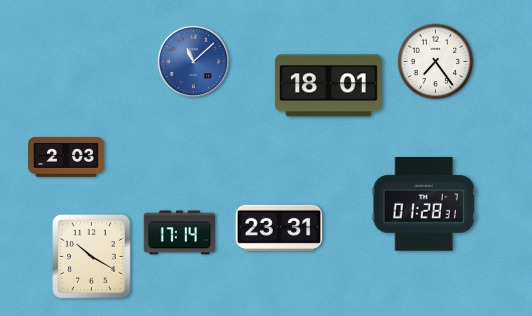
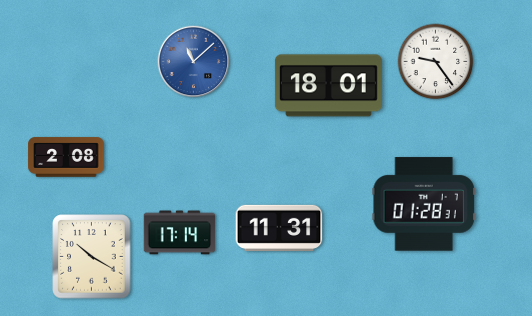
clock at (436, 62): 7:24 -> 9:24
clock at (66, 157): 2:03 -> 2:08
clock at (279, 228): 23:31 -> 11:31
